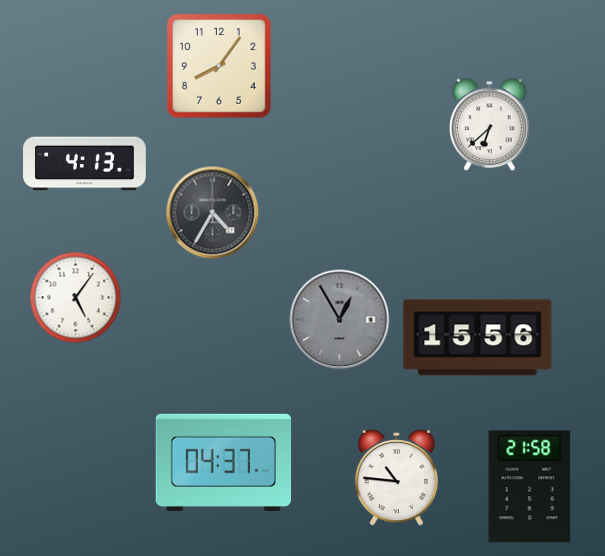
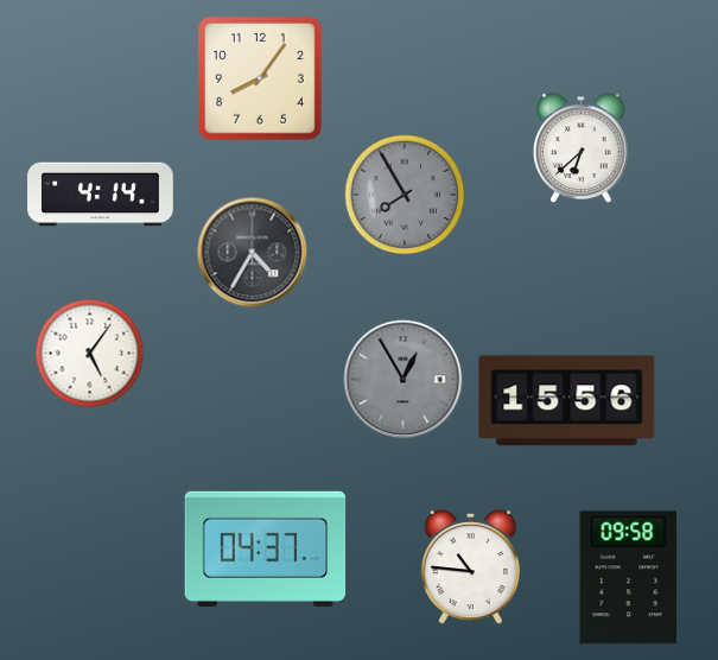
clock at (85, 164): 4:13 -> 4:14
clock at (405, 195): none -> 7:55
clock at (530, 487): 21:58 -> 09:58
